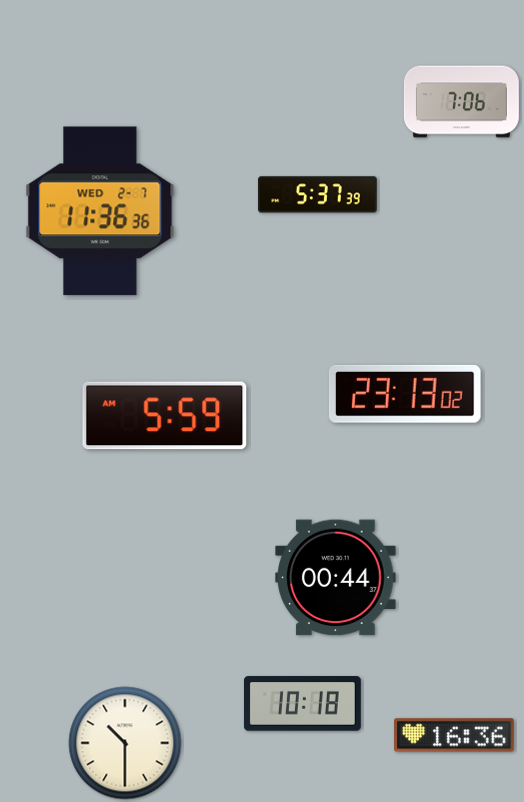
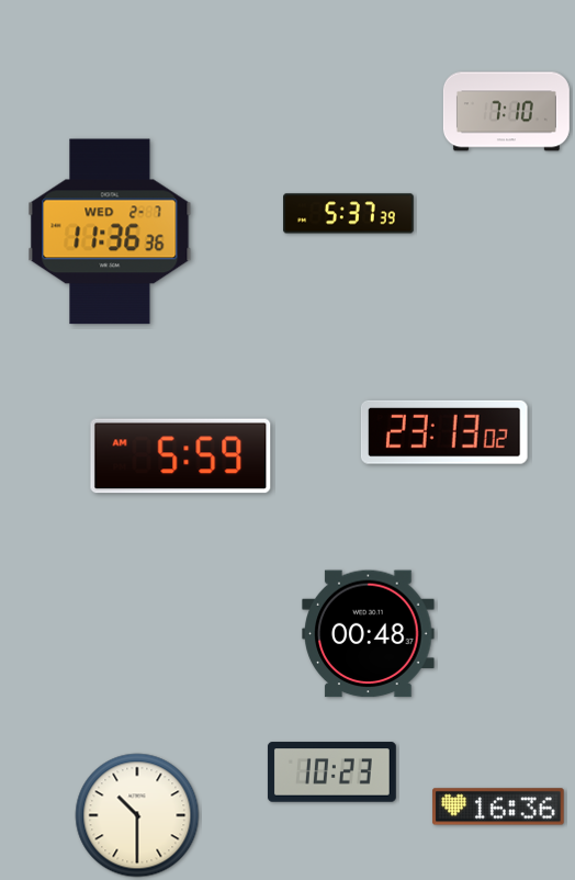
clock at (461, 102): 7:06 -> 7:10
clock at (336, 578): 00:44 -> 00:48
clock at (302, 704): 10:18 -> 10:23
